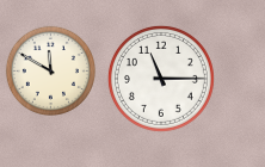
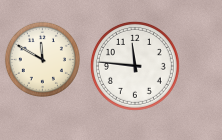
clock at (161, 79): 11:15 -> 11:46
